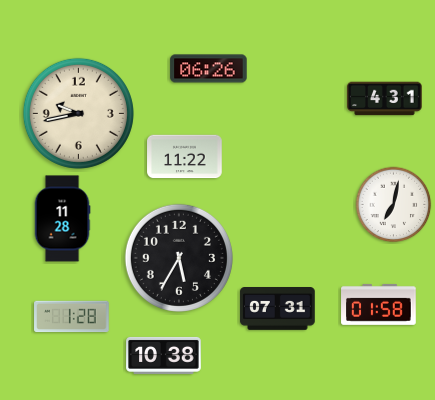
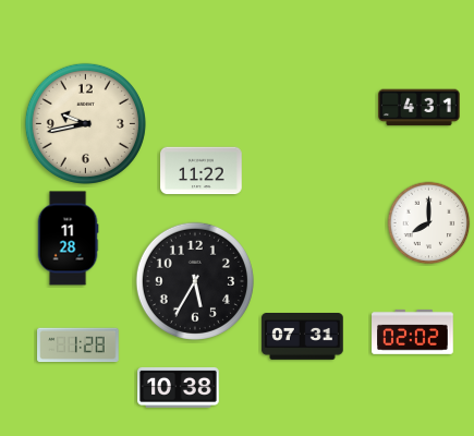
clock at (209, 69): 06:26 -> none
clock at (394, 205): 7:02 -> 8:00
clock at (379, 304): 01:58 -> 02:02
